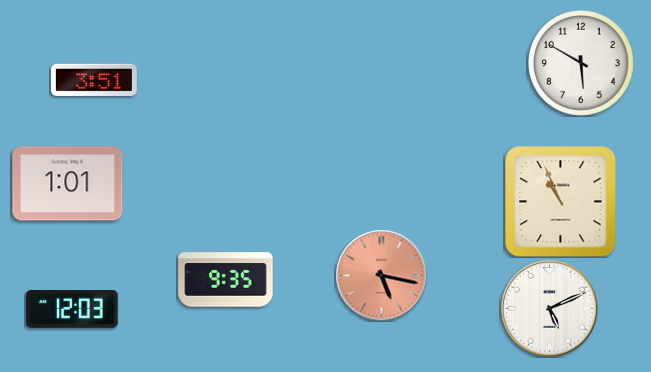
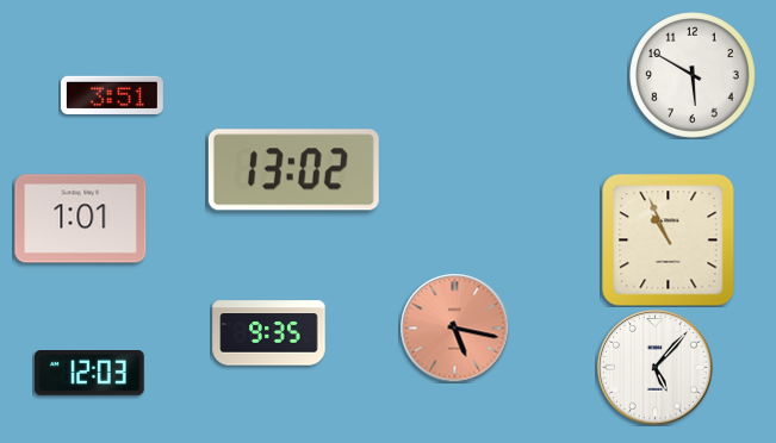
clock at (293, 170): none -> 13:02
clock at (550, 309): 5:11 -> 5:07
clock at (72, 310) position: (72, 310) -> (89, 374)
